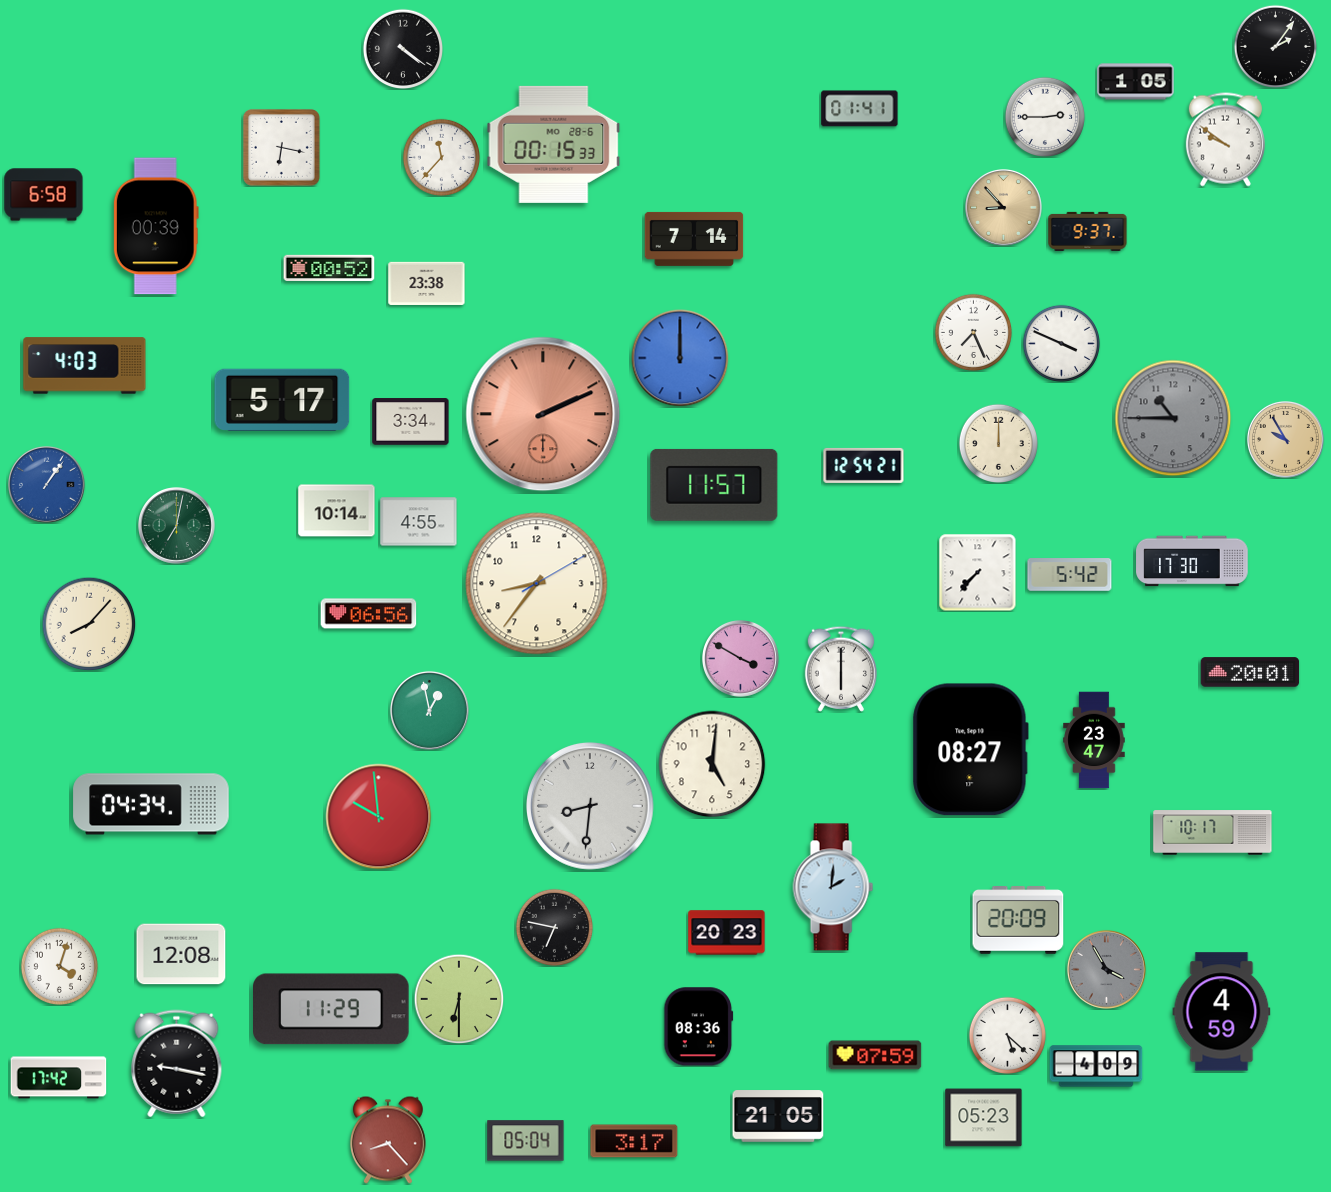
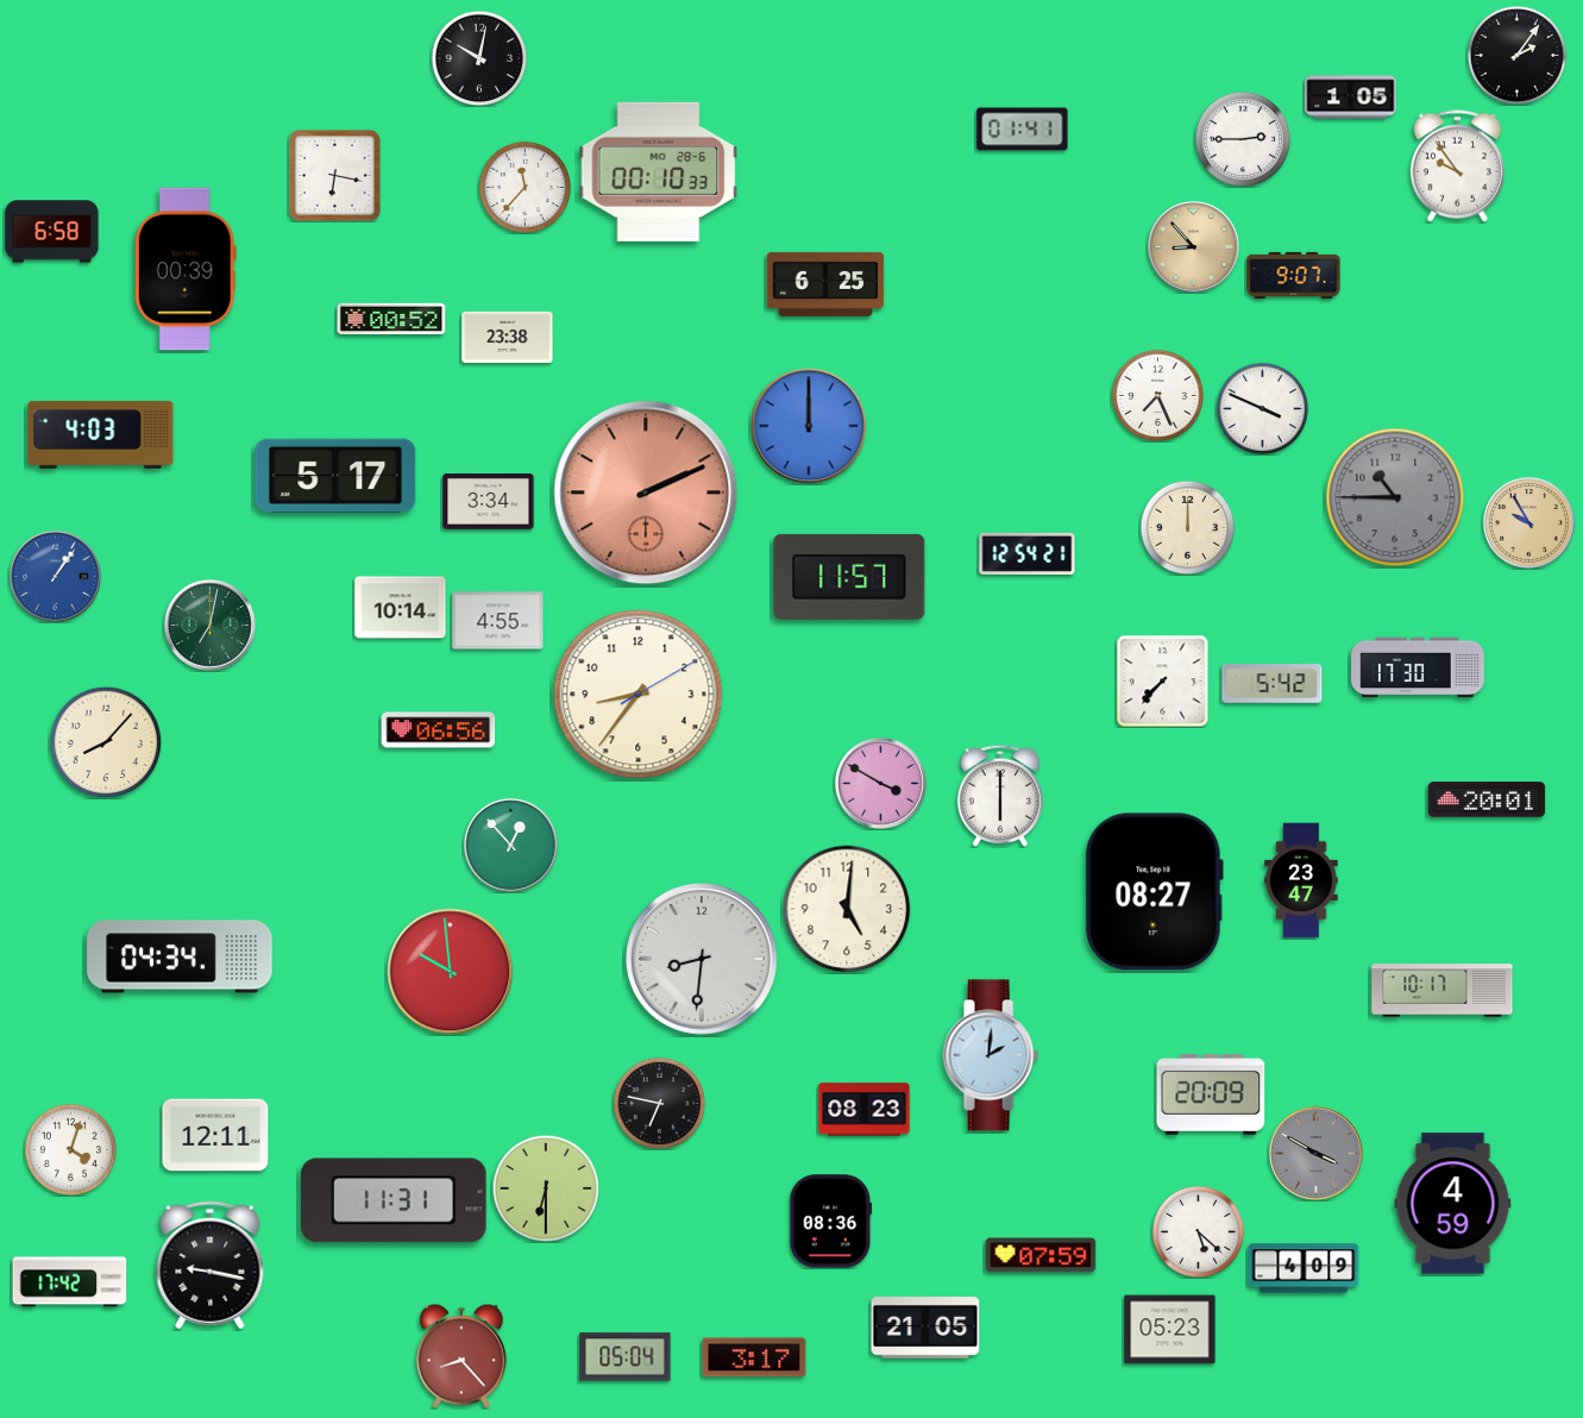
clock at (402, 48): 4:21 -> 10:02
clock at (1225, 140): 9:51 -> 9:54
clock at (554, 144): 00:15 -> 00:10
clock at (1088, 231): 9:37 -> 9:07
clock at (694, 239): 7:14 -> 6:25
clock at (429, 710): 12:58 -> 12:53
clock at (727, 933): 20:23 -> 08:23
clock at (181, 954): 12:08 -> 12:11
clock at (1106, 969): 3:55 -> 3:50
clock at (332, 1009): 11:29 -> 11:31
